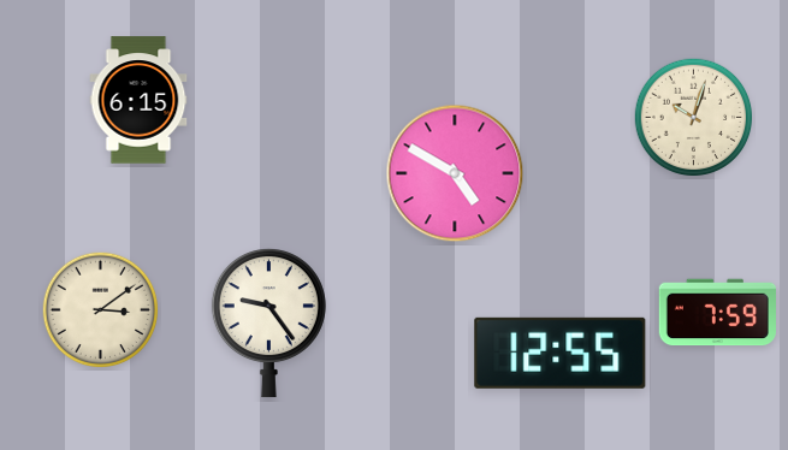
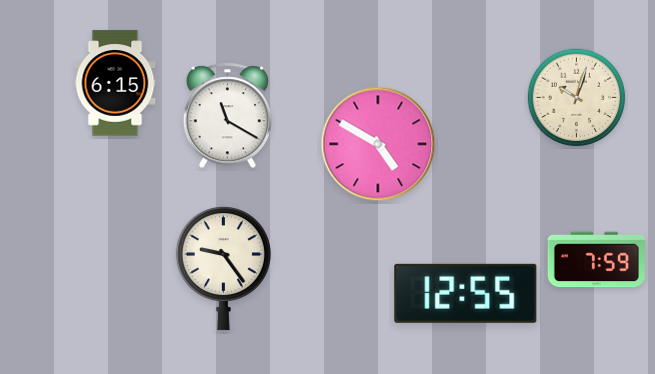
clock at (227, 116): none -> 11:20
clock at (101, 310): 3:09 -> none
